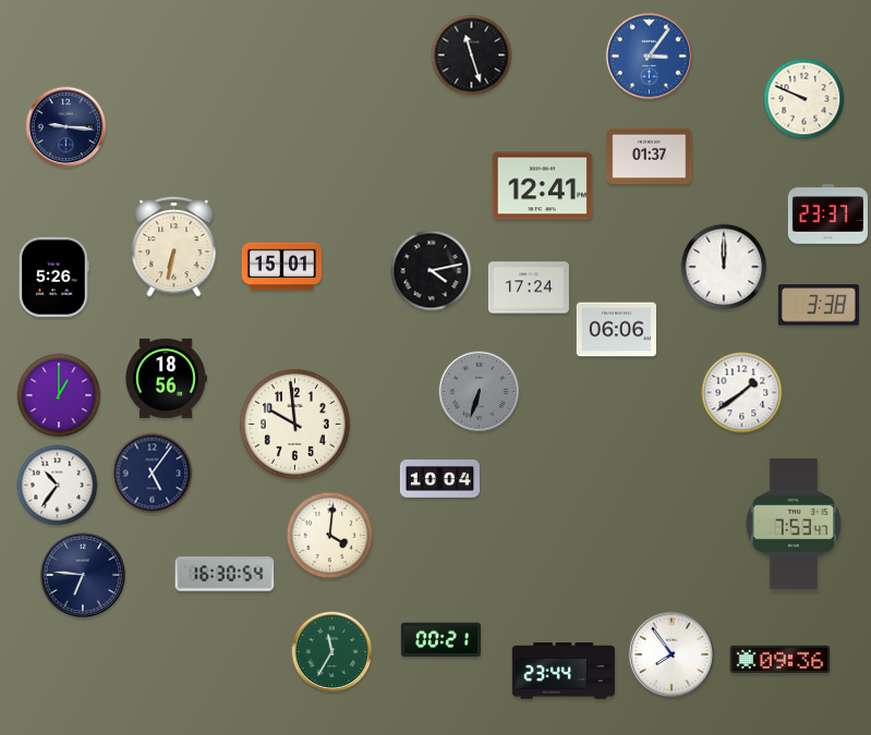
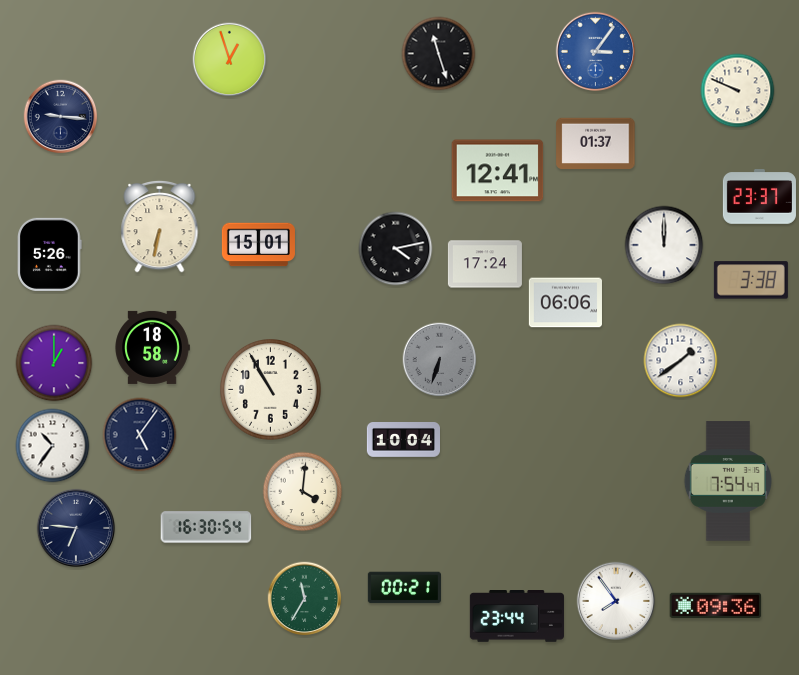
clock at (472, 56) position: (472, 56) -> (439, 54)
clock at (230, 60): none -> 12:57
clock at (166, 378): 18:56 -> 18:58
clock at (295, 425): 9:59 -> 10:55
clock at (794, 524): 7:53 -> 7:54
